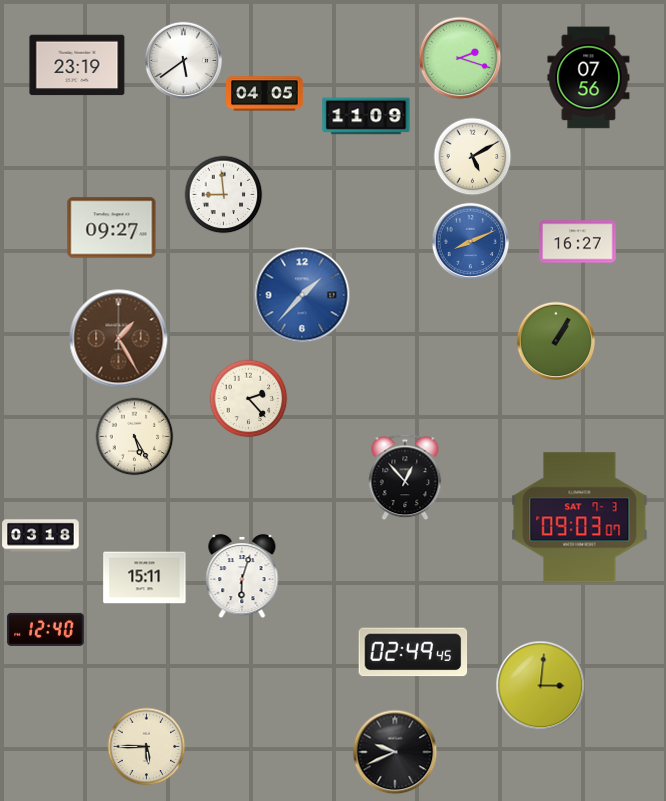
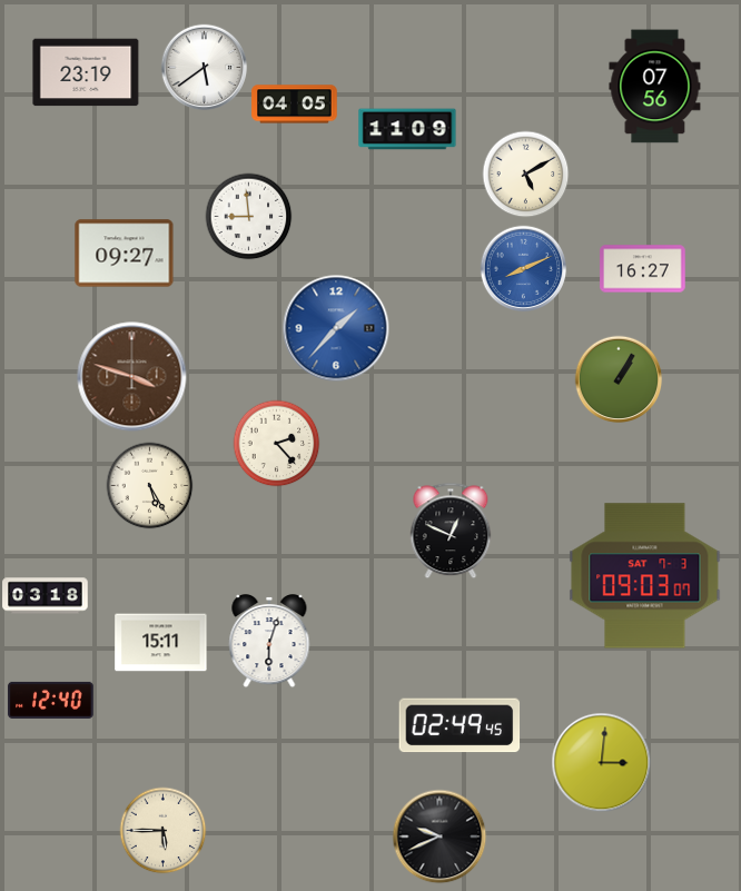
clock at (460, 58): 2:18 -> none
clock at (119, 339): 1:25 -> 3:48
clock at (405, 477): 12:53 -> 12:49
